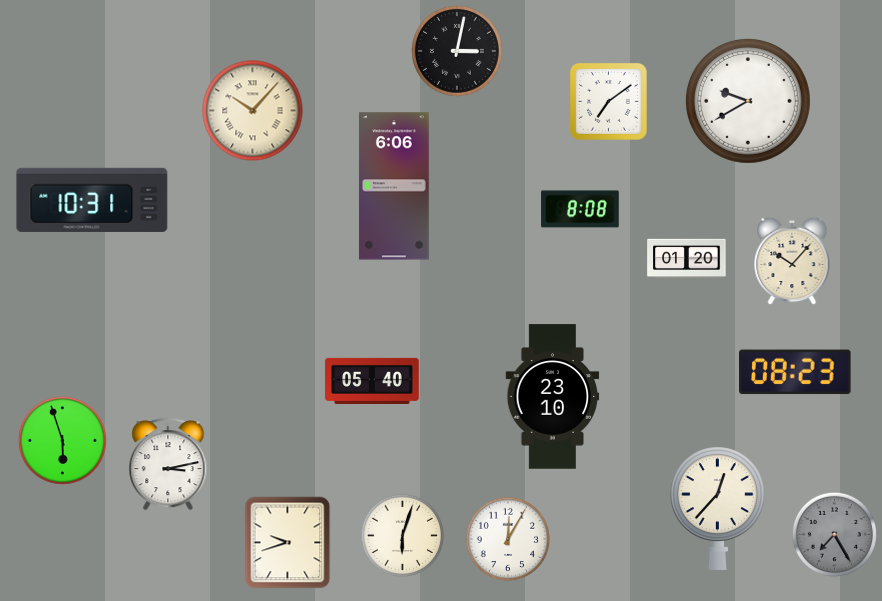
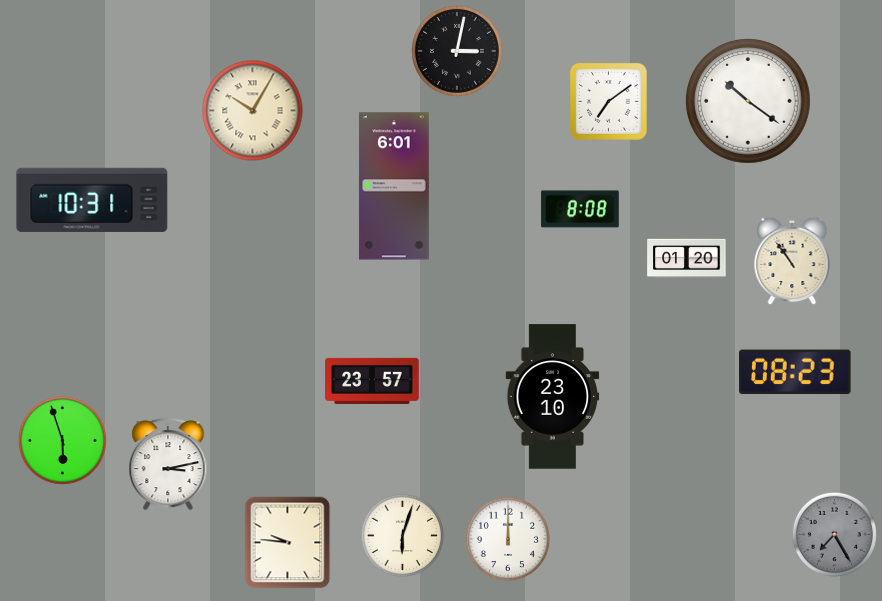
clock at (748, 101): 9:40 -> 10:21
clock at (253, 111): 10:07 -> 10:05
clock at (394, 186): 6:06 -> 6:01
clock at (792, 261): 10:07 -> 10:54
clock at (372, 381): 05:40 -> 23:57
clock at (717, 508): 12:37 -> none
clock at (507, 538): 12:05 -> 12:00
clock at (288, 543): 9:42 -> 9:46
